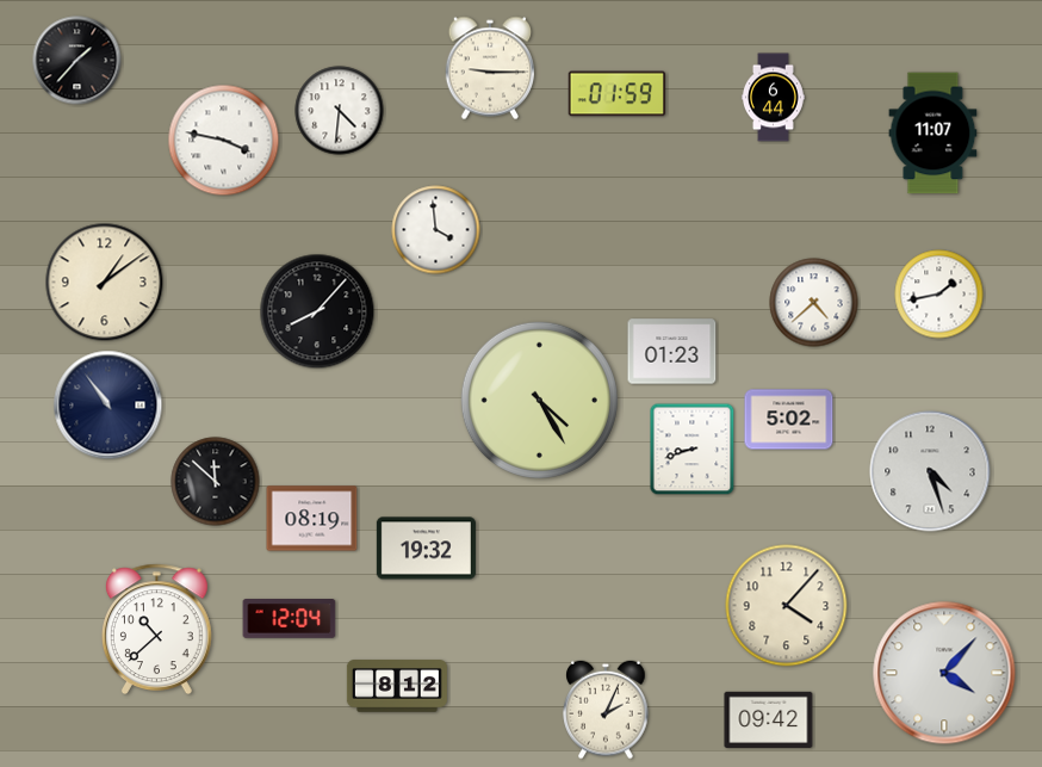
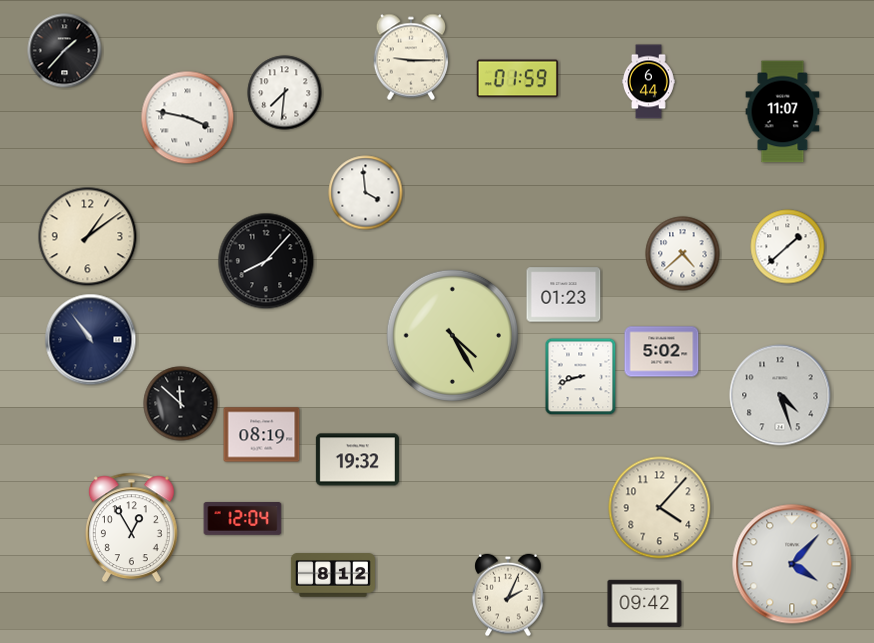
clock at (340, 111): 4:31 -> 7:31
clock at (939, 295): 1:43 -> 1:38
clock at (156, 630): 10:38 -> 12:55
